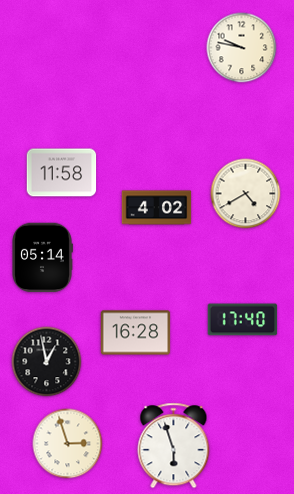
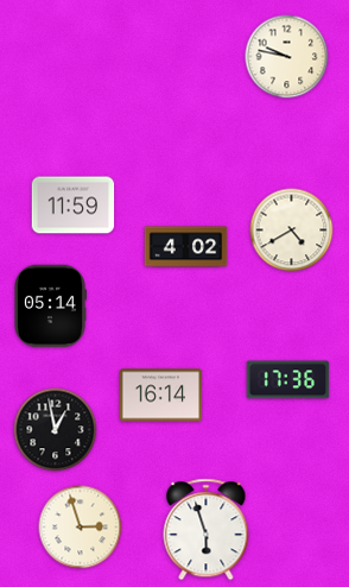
clock at (62, 173): 11:58 -> 11:59
clock at (243, 320): 17:40 -> 17:36
clock at (136, 333): 16:28 -> 16:14
